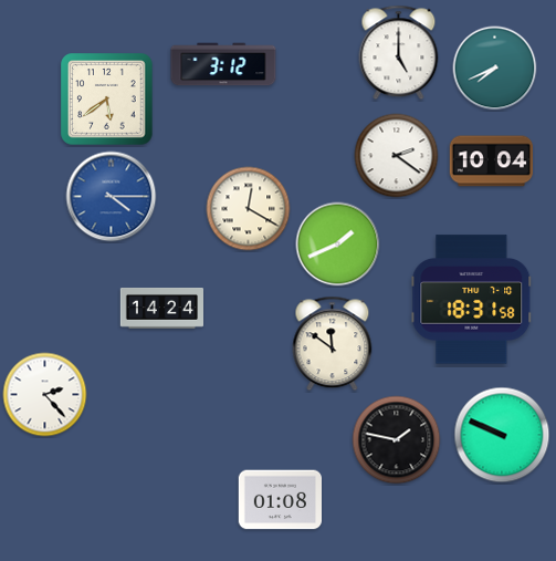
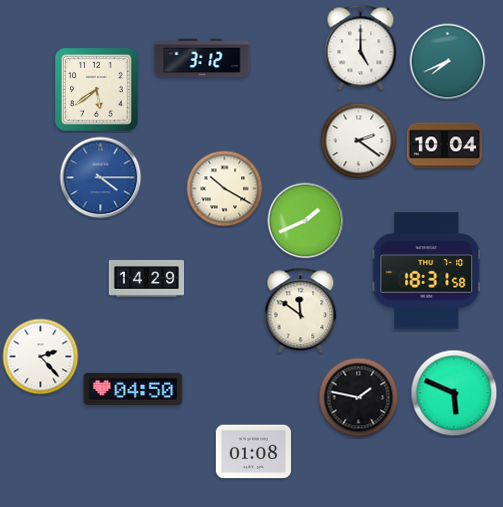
clock at (249, 209): 12:20 -> 10:20
clock at (161, 309): 14:24 -> 14:29
clock at (133, 388): none -> 04:50
clock at (502, 435): 9:49 -> 5:49
